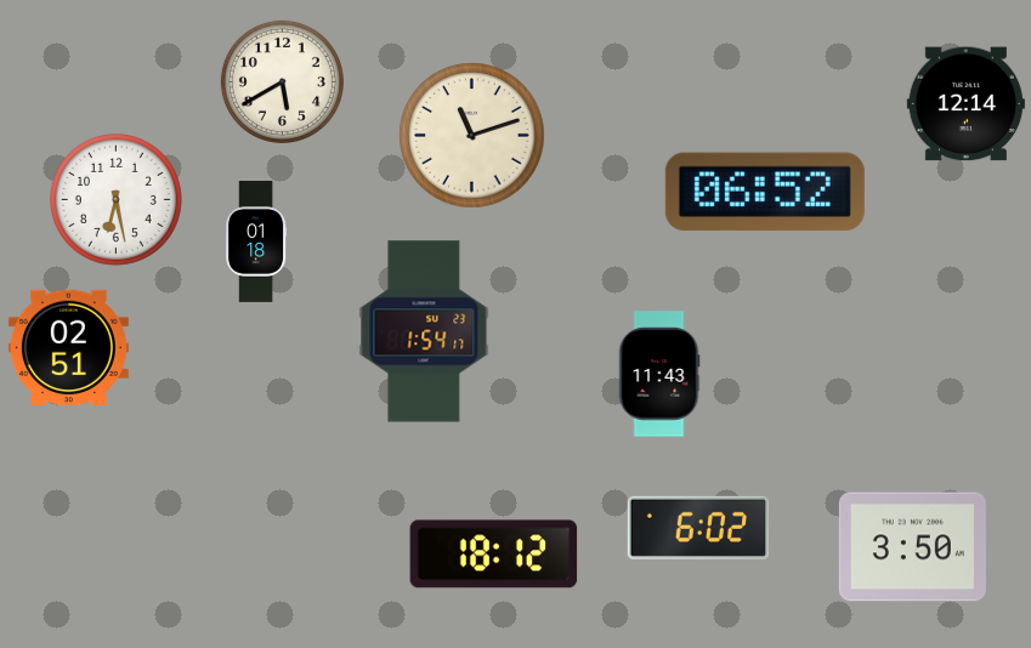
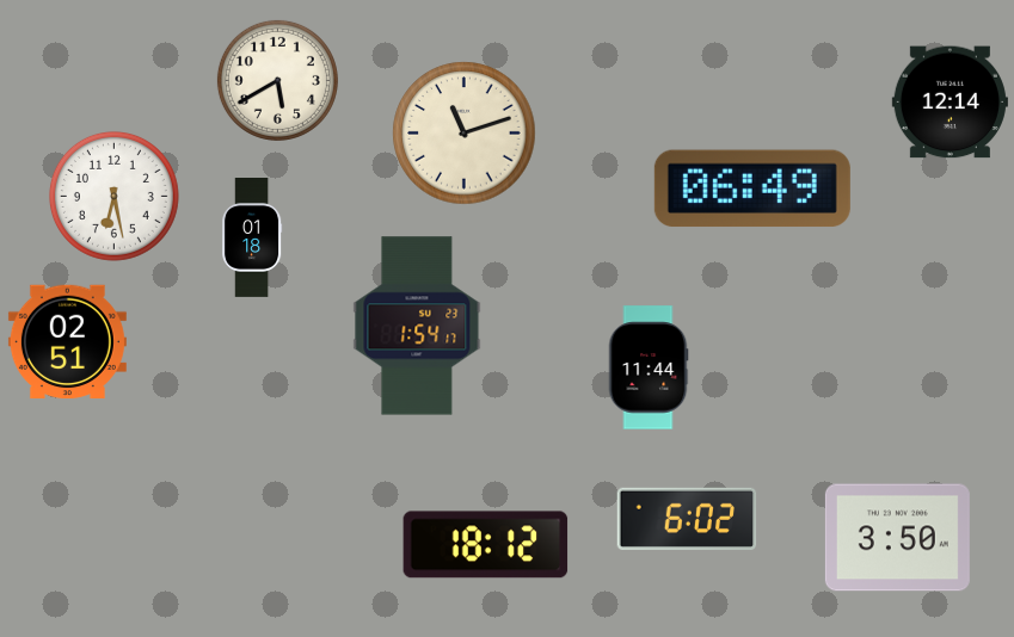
clock at (765, 192): 06:52 -> 06:49
clock at (659, 374): 11:43 -> 11:44
